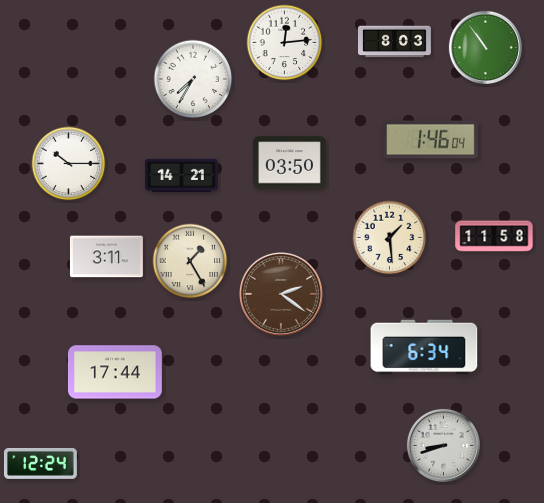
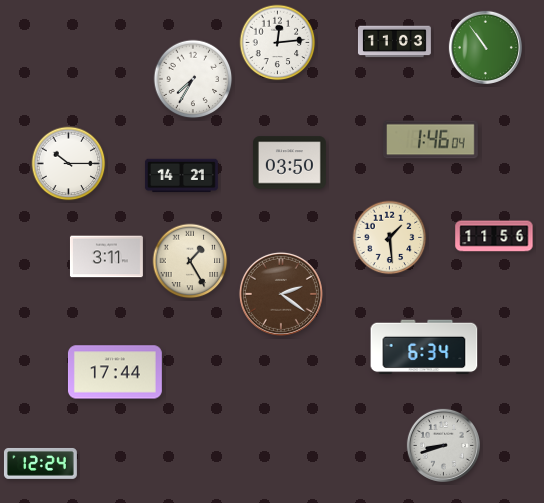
clock at (394, 42): 8:03 -> 11:03
clock at (285, 43) position: (285, 43) -> (278, 43)
clock at (494, 236): 11:58 -> 11:56
